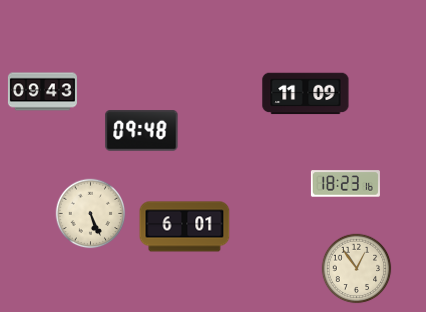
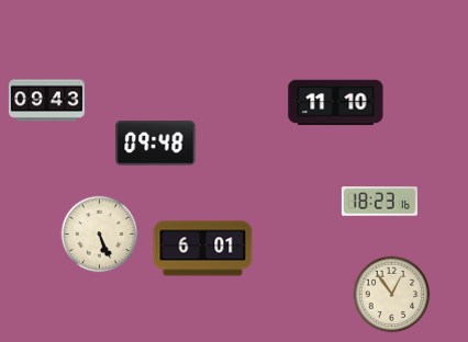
clock at (306, 94): 11:09 -> 11:10
